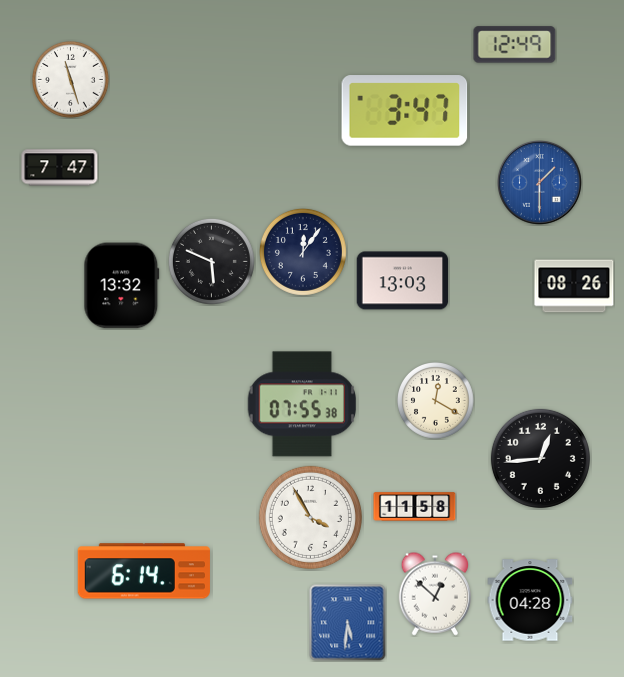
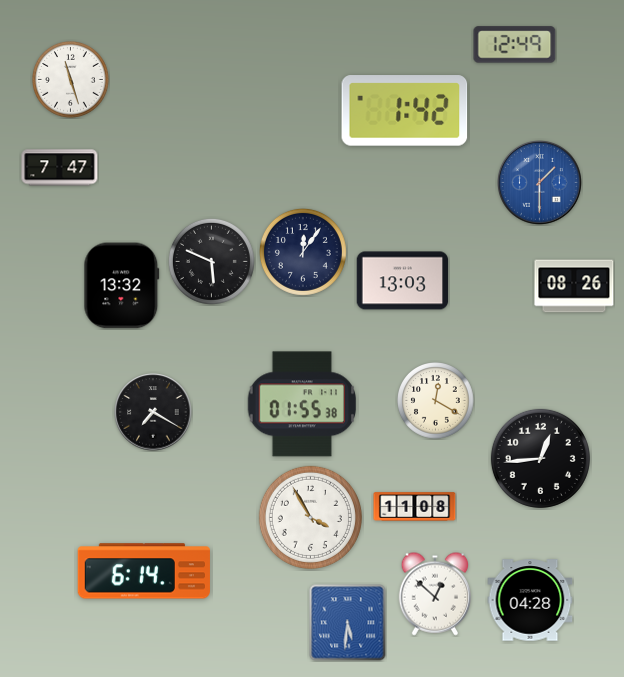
clock at (405, 111): 3:47 -> 1:42
clock at (302, 404): 07:55 -> 01:55
clock at (153, 412): none -> 7:20
clock at (415, 507): 11:58 -> 11:08
